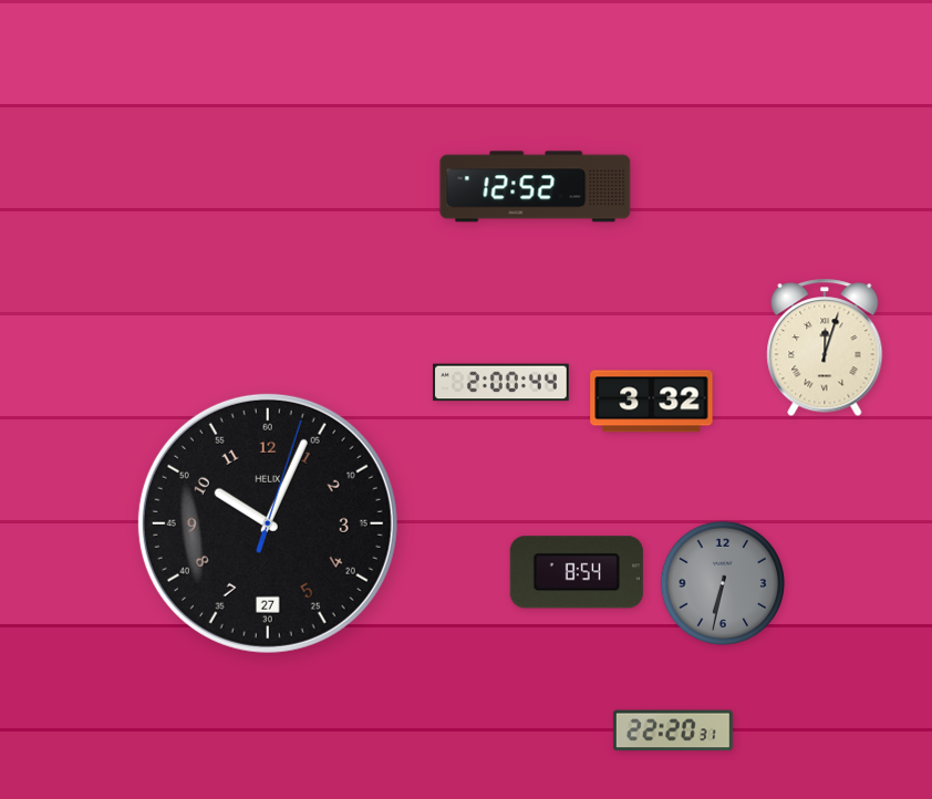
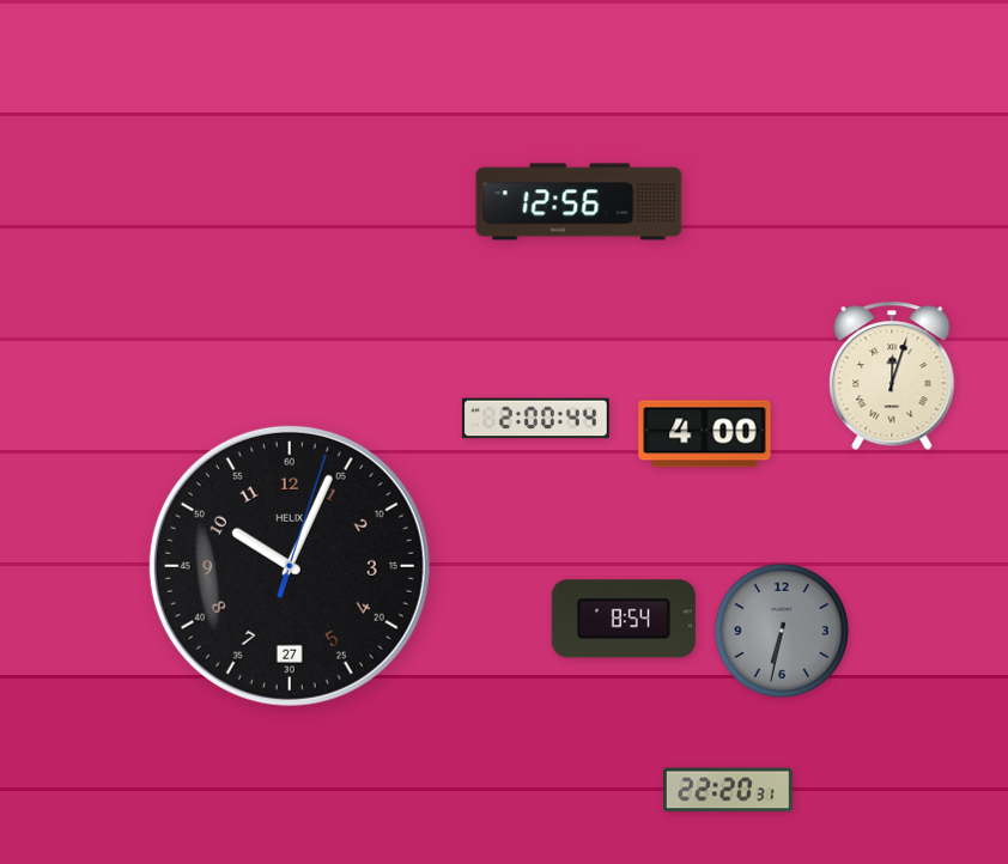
clock at (536, 187): 12:52 -> 12:56
clock at (501, 383) position: (501, 383) -> (536, 419)
clock at (652, 402): 3:32 -> 4:00
